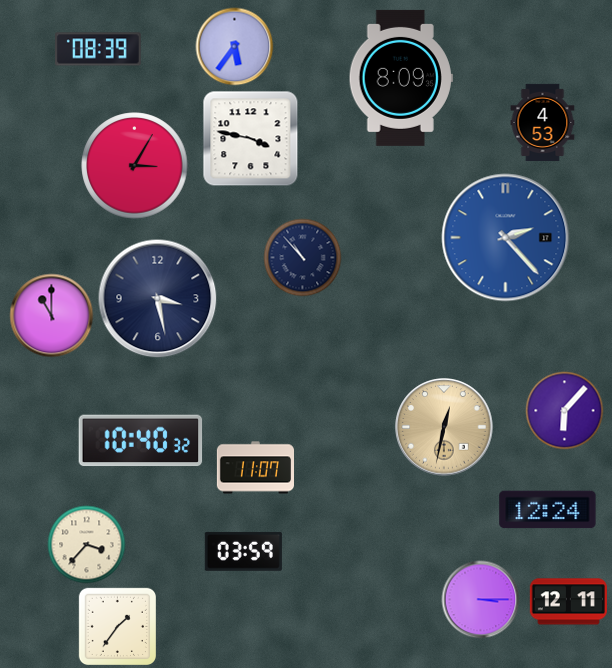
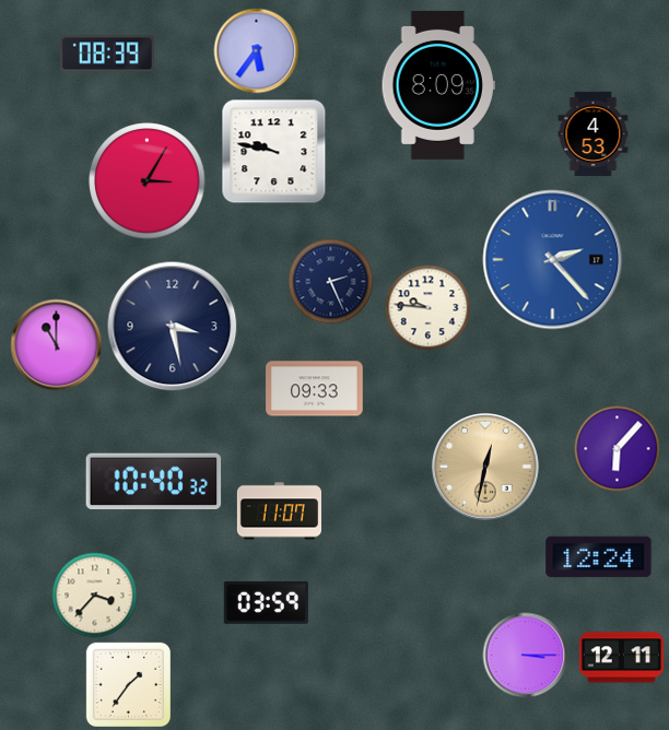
clock at (250, 138): 3:47 -> 9:47
clock at (302, 257): 10:53 -> 2:26
clock at (427, 307): none -> 9:46
clock at (315, 389): none -> 09:33
